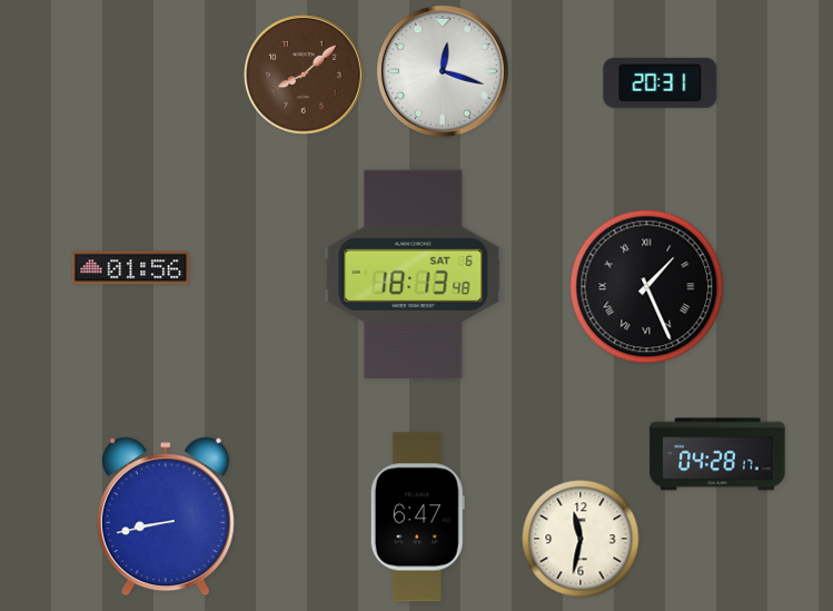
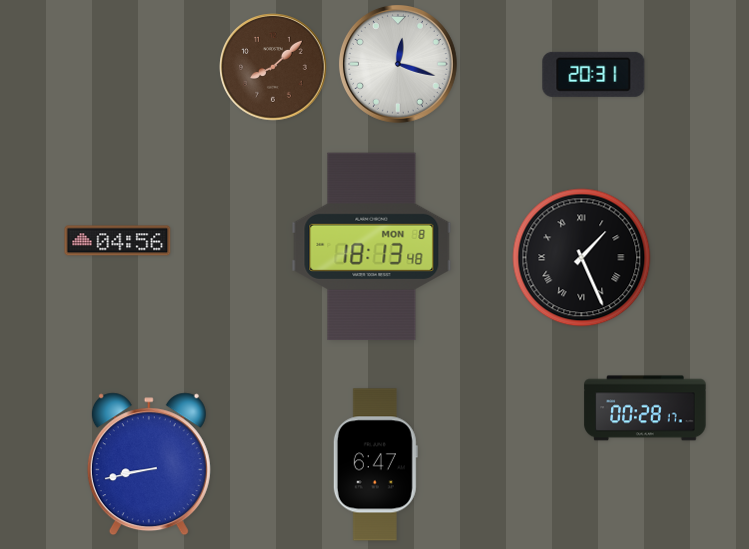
clock at (131, 268): 01:56 -> 04:56
clock at (414, 275) date: SAT 6 -> MON 8
clock at (717, 454): 04:28 -> 00:28
clock at (581, 539): 11:32 -> none
